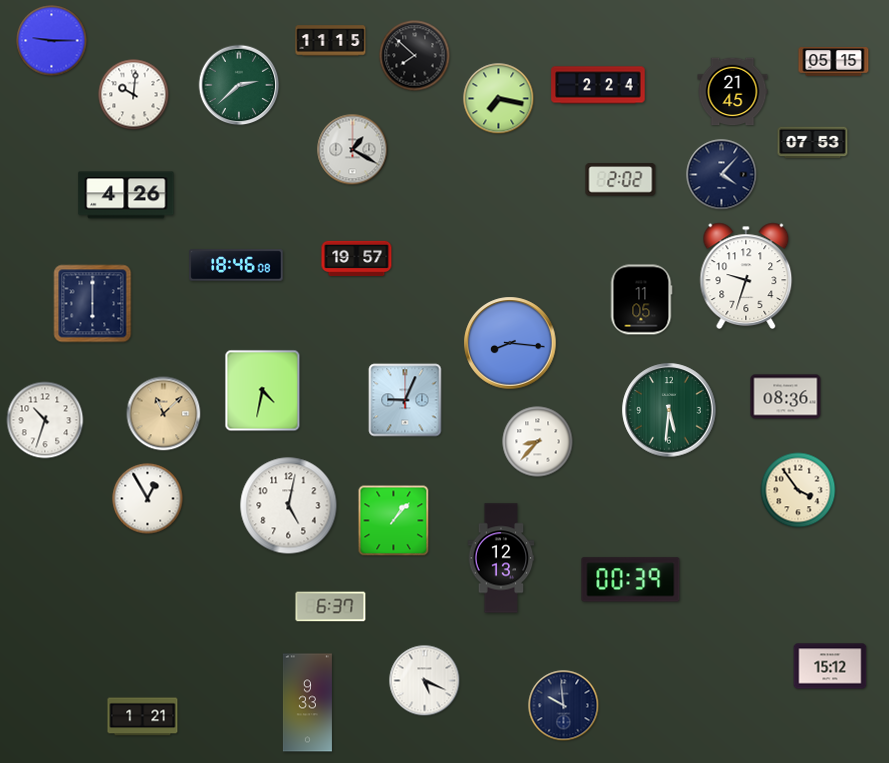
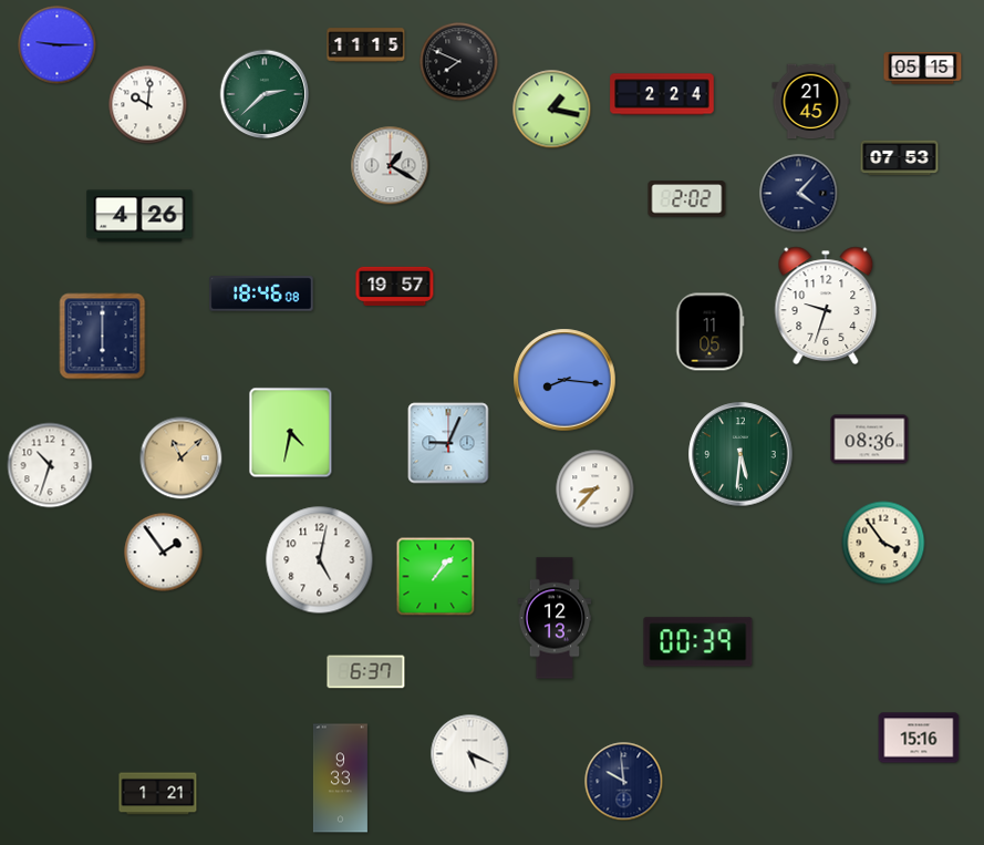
clock at (415, 56): 7:52 -> 7:49
clock at (499, 99): 7:17 -> 1:17
clock at (148, 499): 12:55 -> 1:54
clock at (830, 666): 15:12 -> 15:16
